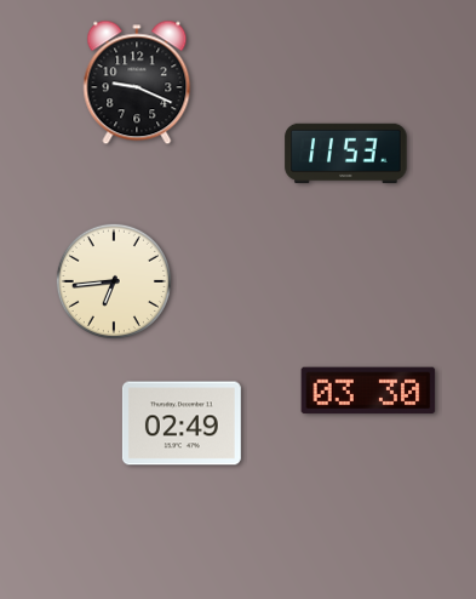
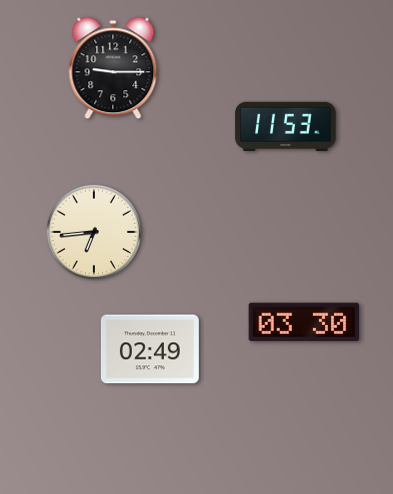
clock at (137, 82): 9:19 -> 9:15
